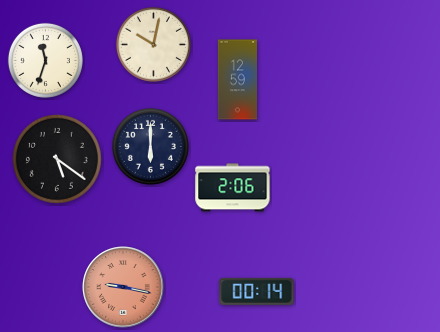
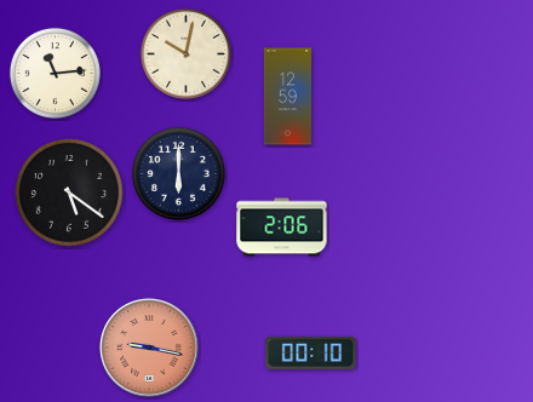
clock at (45, 60): 11:33 -> 11:14
clock at (150, 146) position: (150, 146) -> (178, 173)
clock at (257, 291): 00:14 -> 00:10
